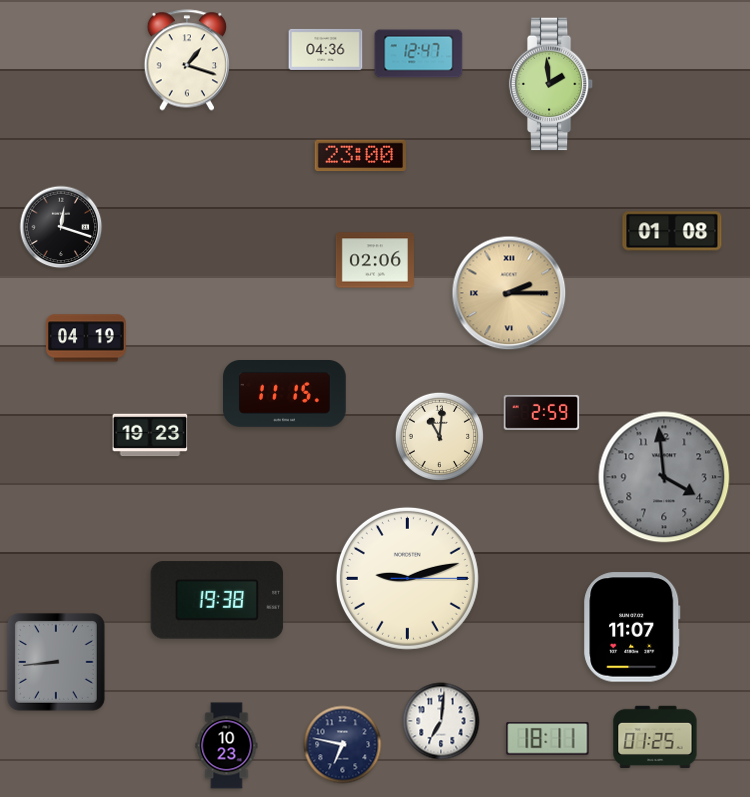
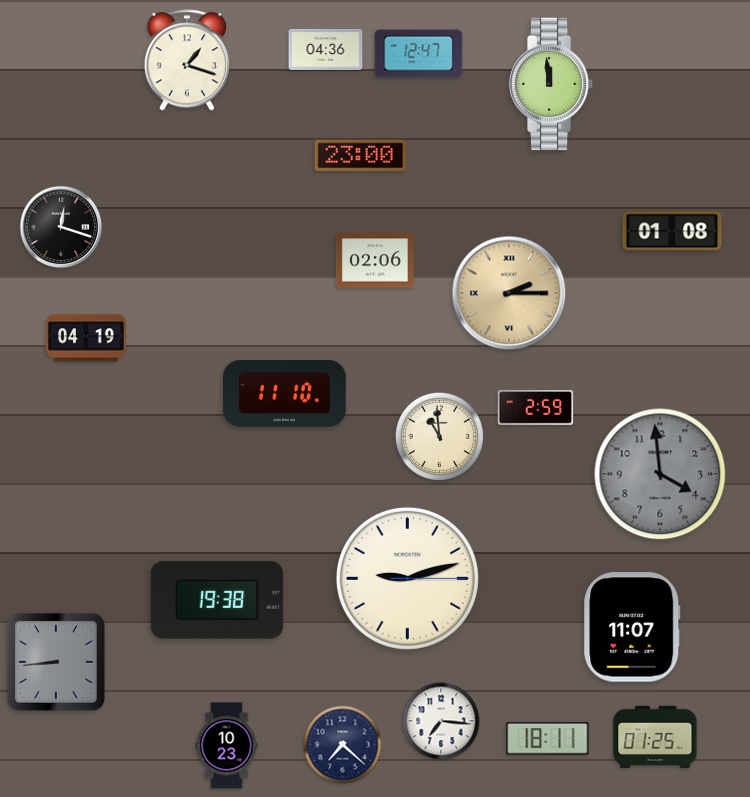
clock at (551, 84): 1:59 -> 11:59
clock at (285, 394): 11:15 -> 11:10
clock at (542, 412) position: (542, 412) -> (536, 407)
clock at (150, 435): 19:23 -> none
clock at (439, 436): 11:01 -> 10:59
clock at (664, 477) position: (664, 477) -> (660, 474)
clock at (441, 721): 7:01 -> 7:16
clock at (343, 745): 6:47 -> 7:22
